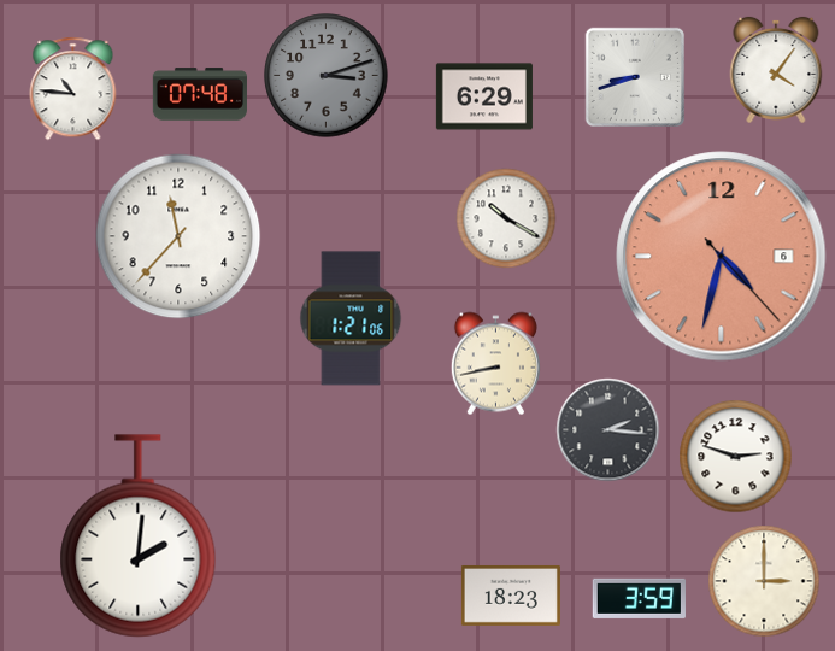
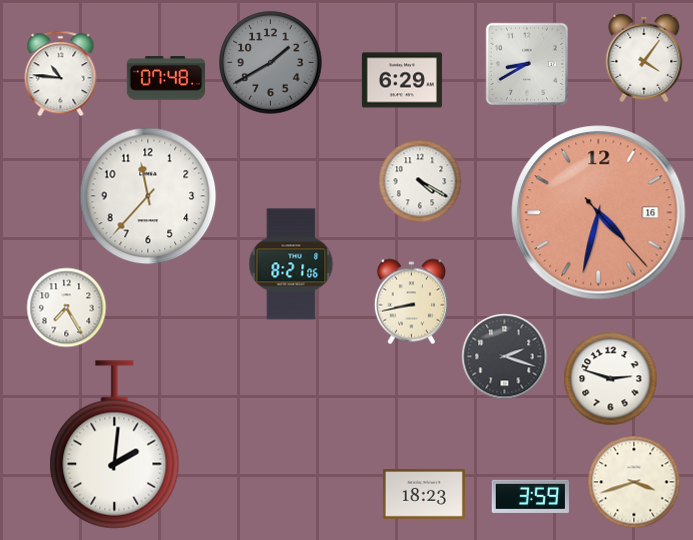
clock at (327, 76): 3:12 -> 1:40
clock at (634, 76): 8:42 -> 8:40
clock at (506, 218): 10:20 -> 4:20
clock at (722, 257) date: 6 -> 16
clock at (351, 318): 1:21 -> 8:21
clock at (66, 307): none -> 7:25
clock at (607, 429): 2:16 -> 2:18
clock at (764, 581): 3:00 -> 3:42
